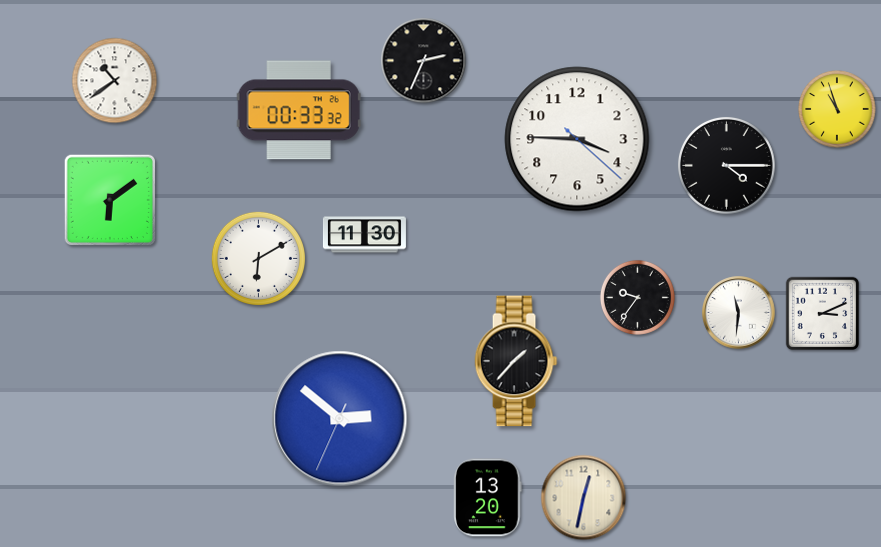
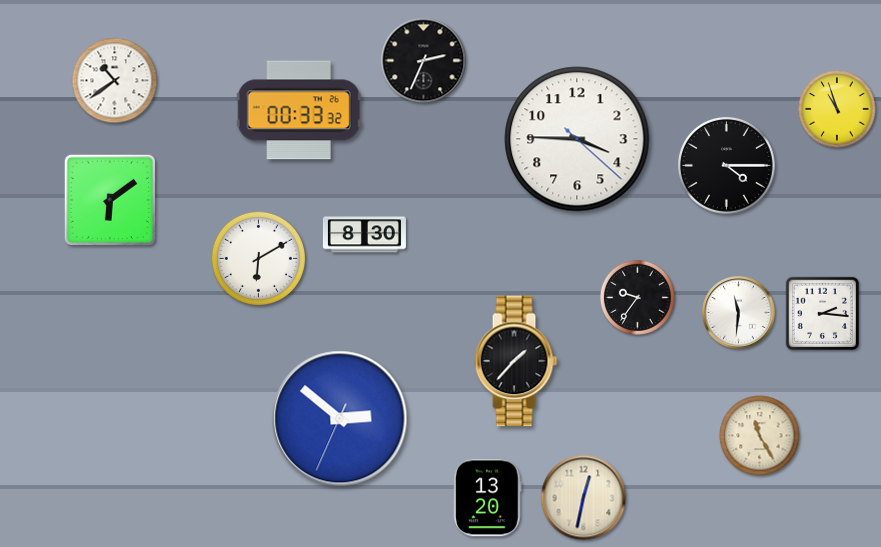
clock at (364, 235): 11:30 -> 8:30
clock at (823, 314): 3:11 -> 2:16
clock at (760, 436): none -> 11:25
